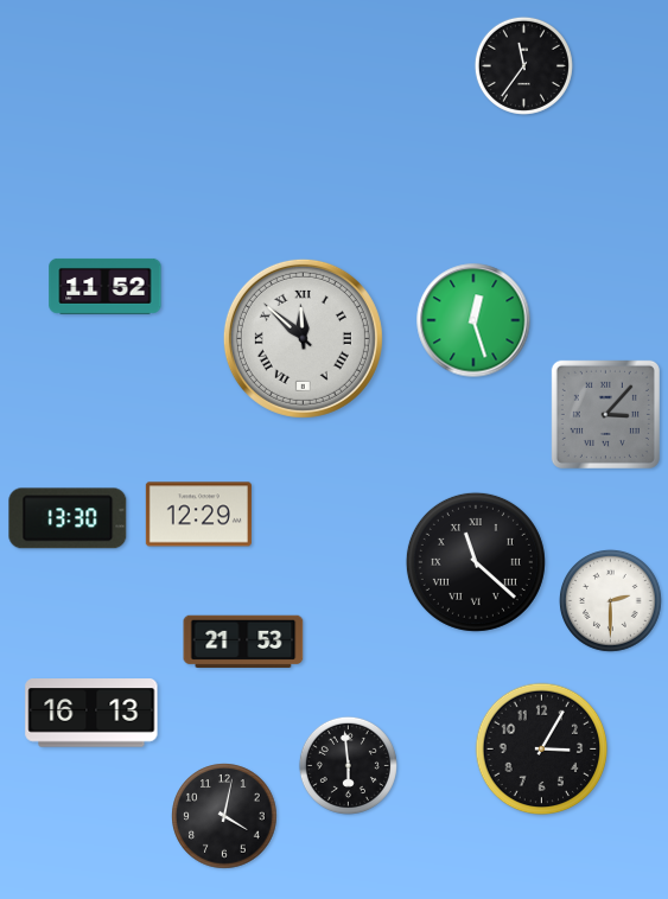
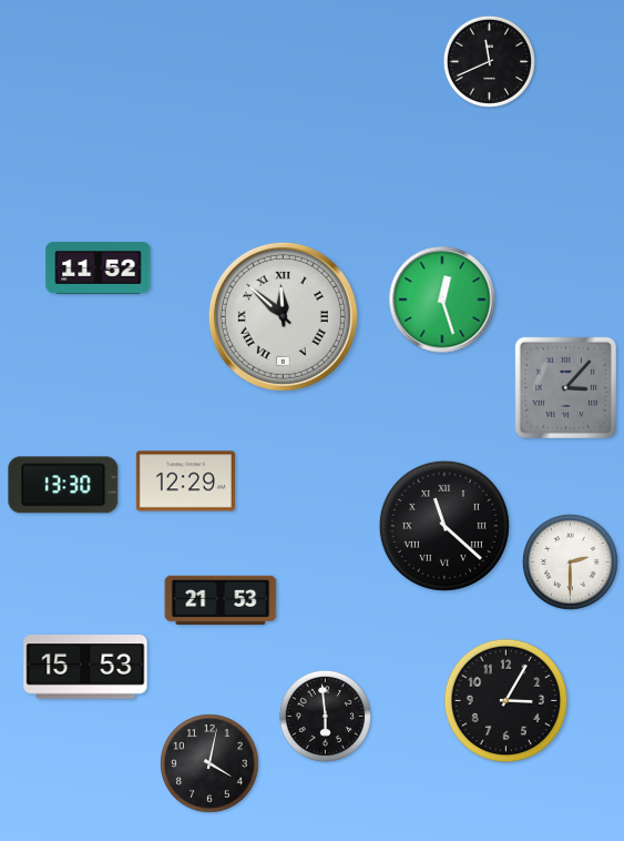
clock at (523, 65): 11:36 -> 11:41
clock at (243, 642) position: (243, 642) -> (221, 600)
clock at (91, 713): 16:13 -> 15:53
